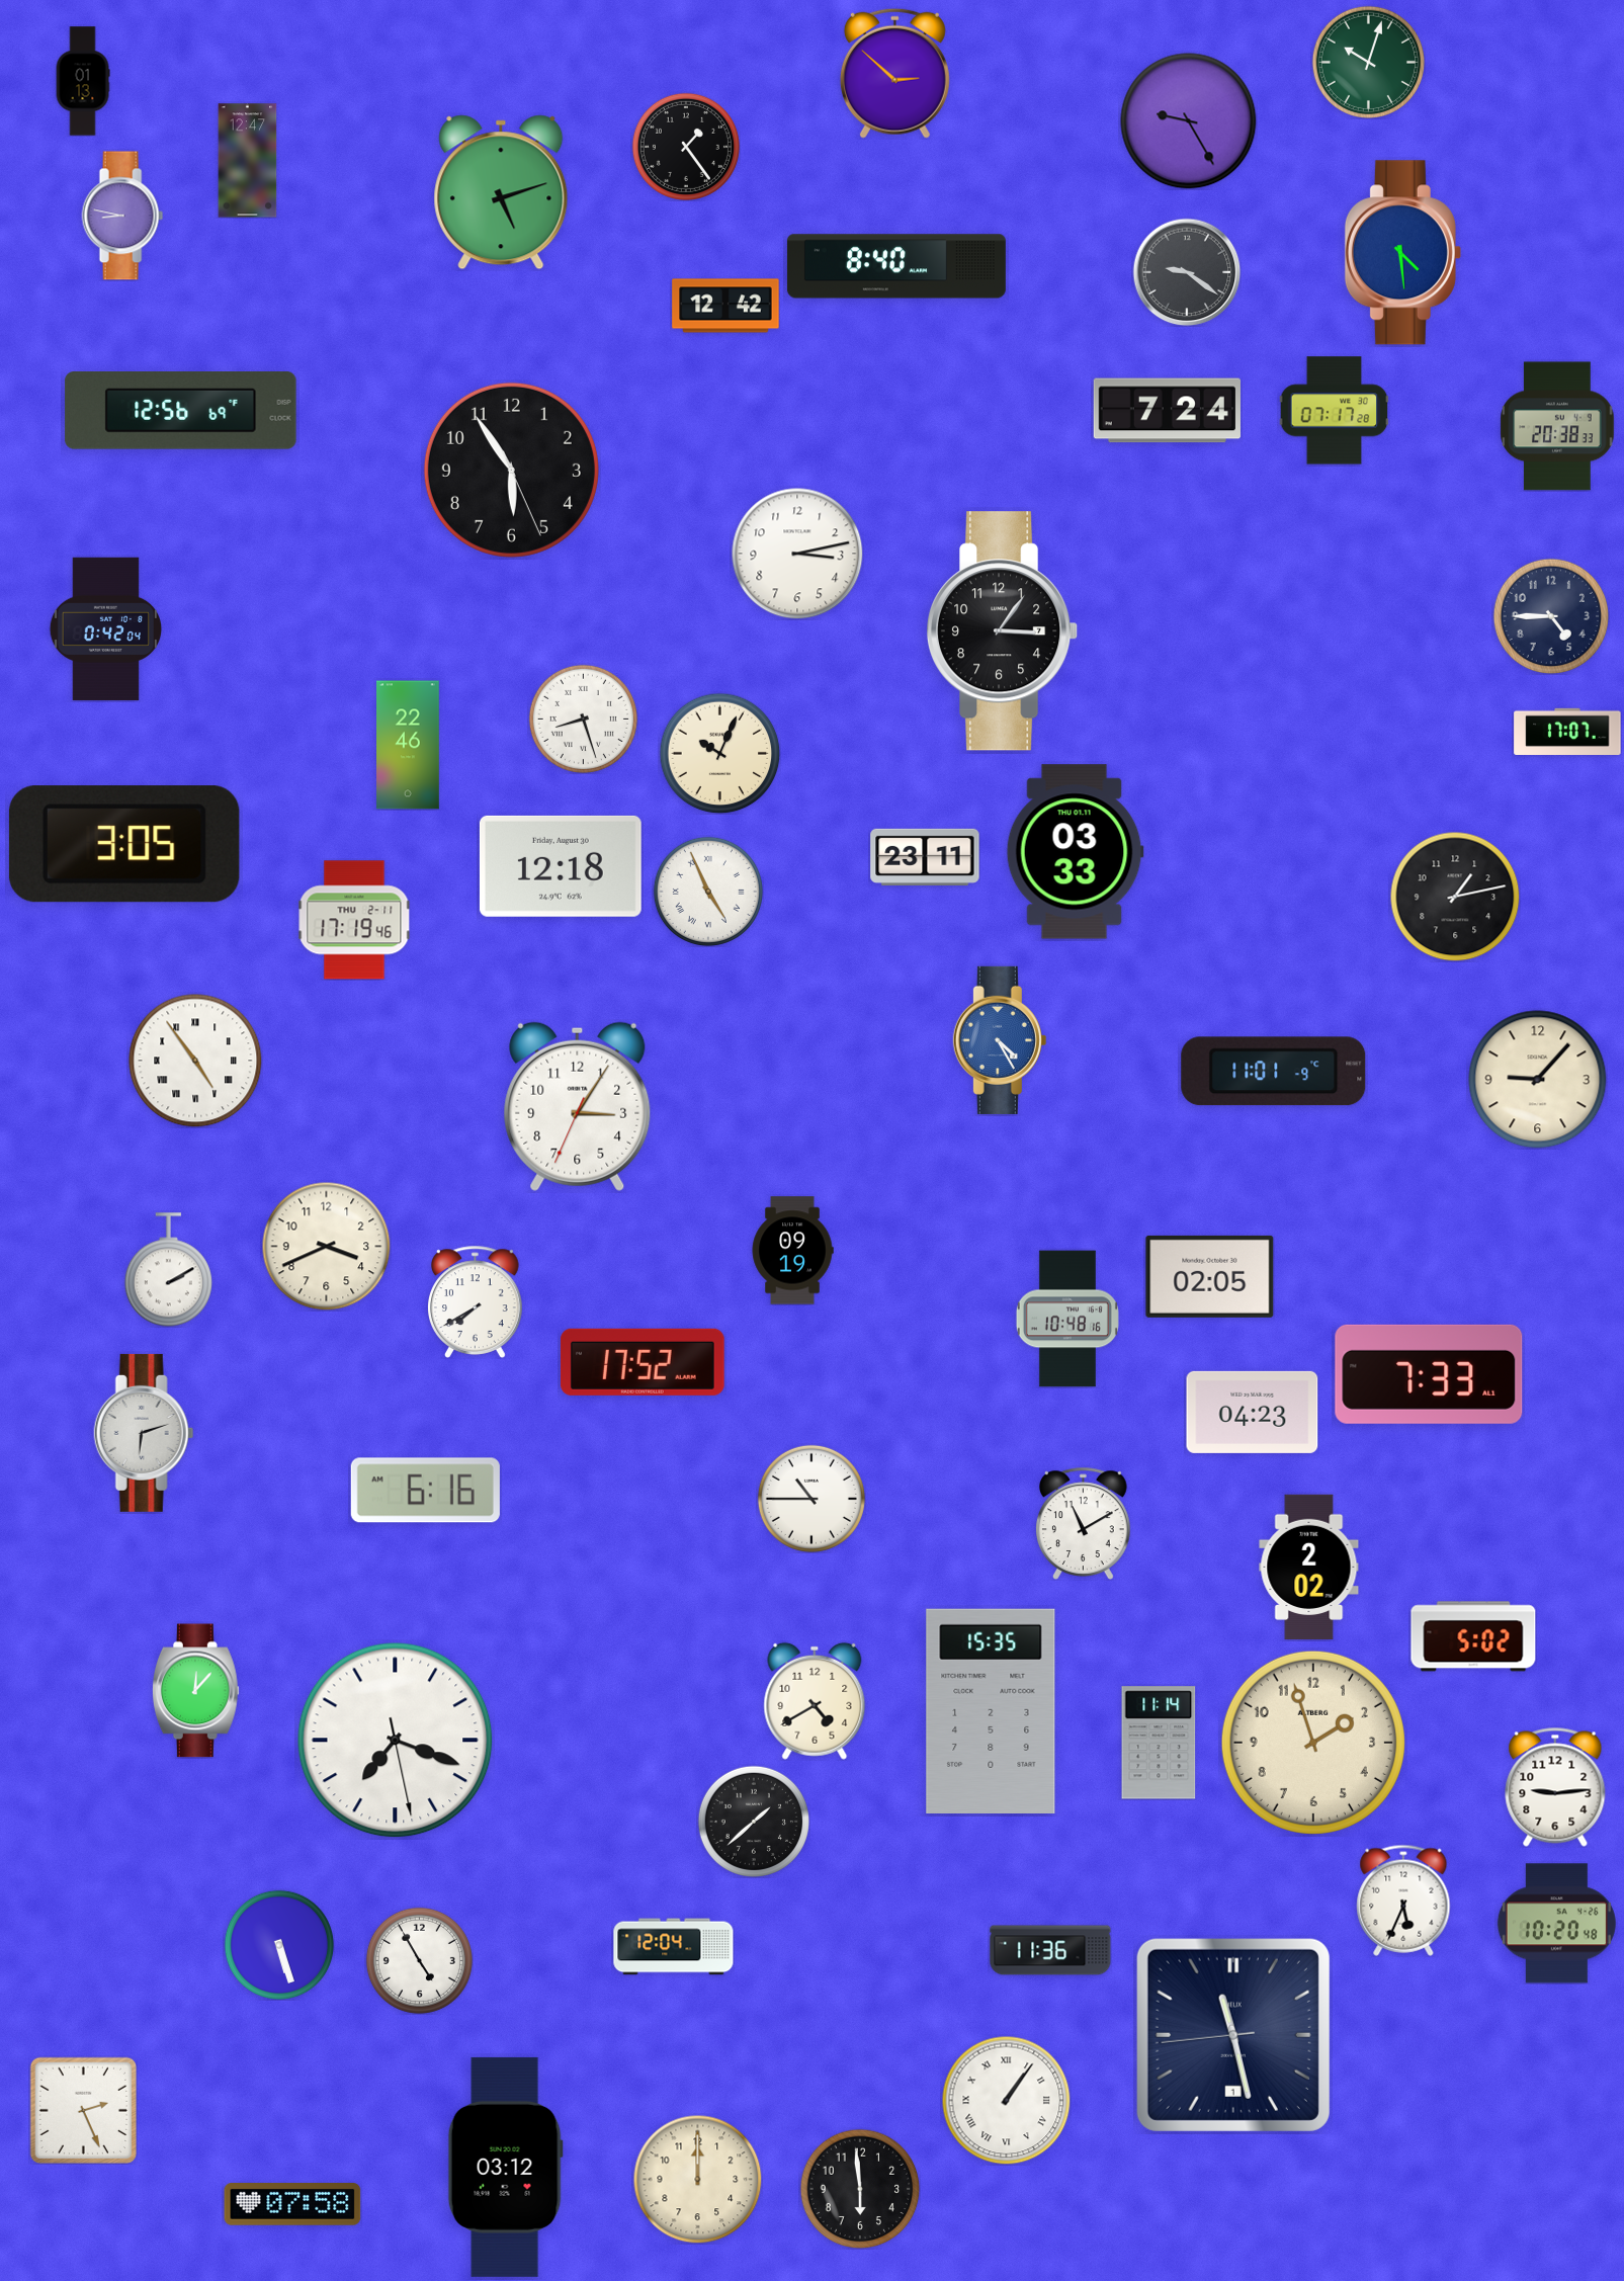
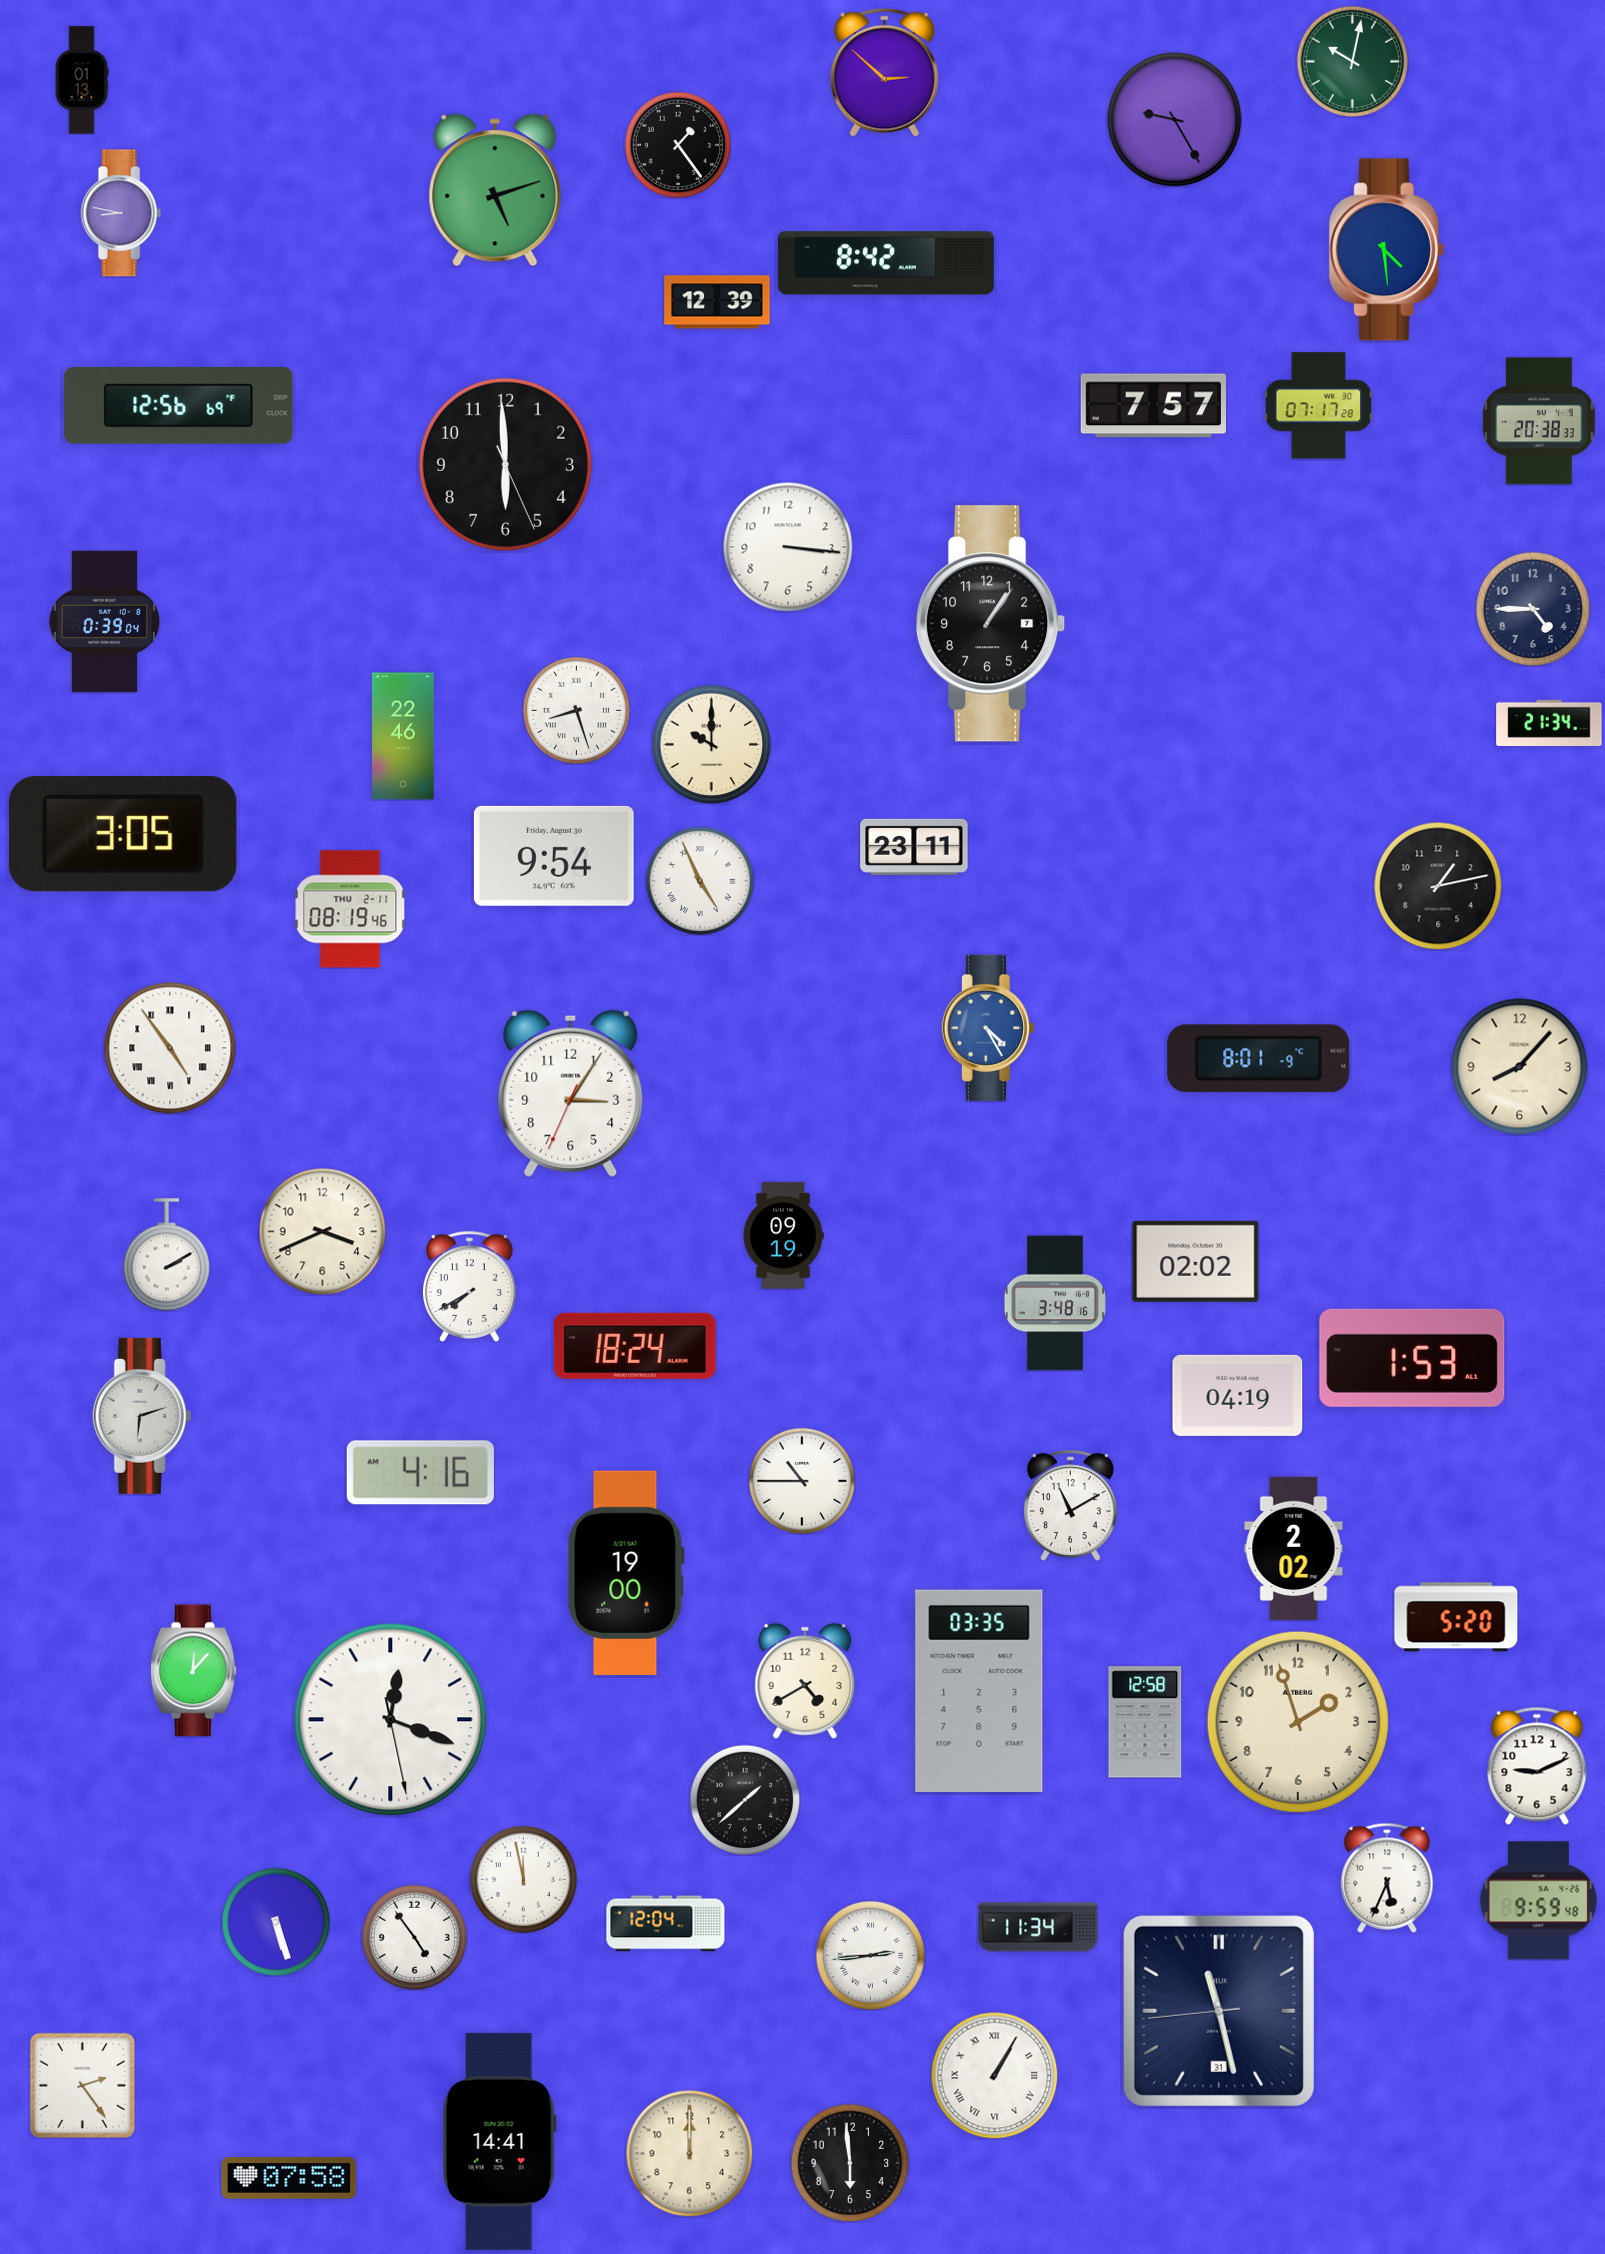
clock at (1368, 62): 10:03 -> 10:02
clock at (248, 161): 12:47 -> none
clock at (896, 266): 8:40 -> 8:42
clock at (1187, 272): 9:21 -> none
clock at (725, 306): 12:42 -> 12:39
clock at (1167, 411): 7:24 -> 7:57
clock at (511, 470): 5:54 -> 5:59
clock at (797, 554): 3:13 -> 3:16
clock at (105, 629): 0:42 -> 0:39
clock at (1003, 631): 3:06 -> 1:06
clock at (1567, 731): 17:07 -> 21:34
clock at (719, 753): 10:04 -> 10:00
clock at (1075, 852): 03:33 -> none
clock at (561, 866): 12:18 -> 9:54
clock at (354, 920): 17:19 -> 08:19
clock at (195, 1061) position: (195, 1061) -> (170, 1048)
clock at (1274, 1072): 11:01 -> 8:01
clock at (1538, 1080): 9:07 -> 8:07
clock at (1210, 1276): 02:05 -> 02:02
clock at (1067, 1319): 10:48 -> 3:48
clock at (643, 1362): 17:52 -> 18:24
clock at (1429, 1374): 7:33 -> 1:53
clock at (1253, 1412): 04:23 -> 04:19
clock at (425, 1491): 6:16 -> 4:16
clock at (626, 1573): none -> 19:00
clock at (1473, 1636): 5:02 -> 5:20
clock at (991, 1710): 15:35 -> 03:35
clock at (396, 1741): 7:18 -> 12:18
clock at (1159, 1743): 11:14 -> 12:58
clock at (1555, 1787): 9:14 -> 9:11
clock at (523, 1879): none -> 11:58
clock at (1556, 1924): 10:20 -> 9:59
clock at (1050, 1950): 11:36 -> 11:34
clock at (419, 1960): 4:55 -> 4:54
clock at (870, 1955): none -> 2:44
clock at (1233, 2035) date: 1 -> 31
clock at (1006, 2100): 1:06 -> 1:05
clock at (83, 2110): 2:26 -> 2:24
clock at (505, 2167): 03:12 -> 14:41
